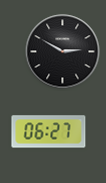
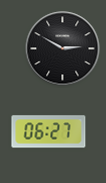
clock at (63, 52) position: (63, 52) -> (63, 49)
